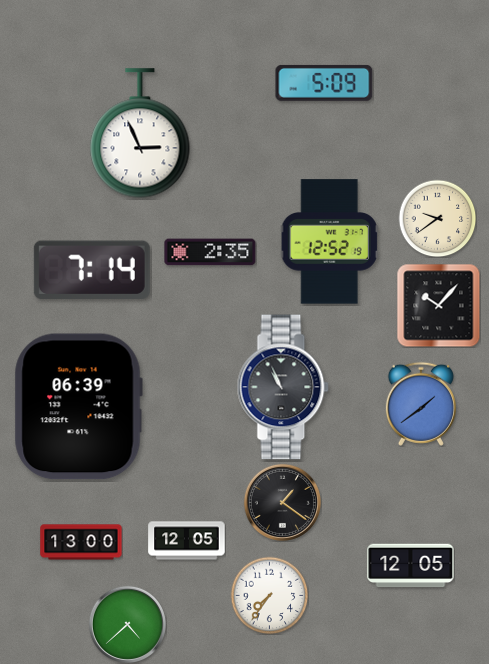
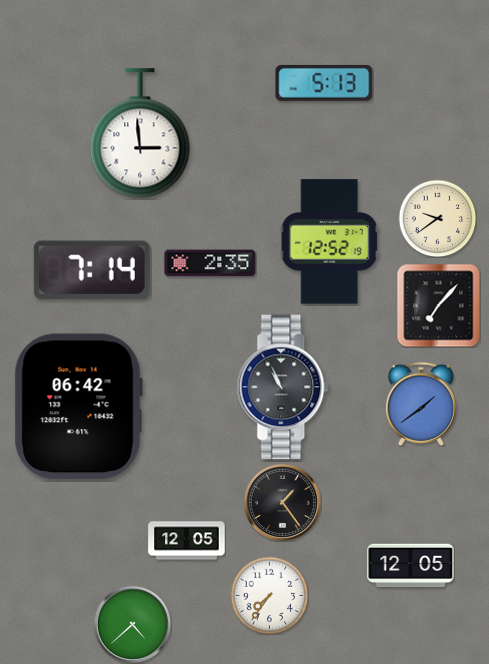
clock at (324, 83): 5:09 -> 5:13
clock at (140, 133): 2:56 -> 2:59
clock at (210, 252) position: (210, 252) -> (210, 263)
clock at (438, 305): 10:07 -> 7:07
clock at (78, 407): 06:39 -> 06:42
clock at (282, 502): 1:21 -> 1:24
clock at (81, 542): 13:00 -> none
clock at (127, 624) position: (127, 624) -> (132, 624)
